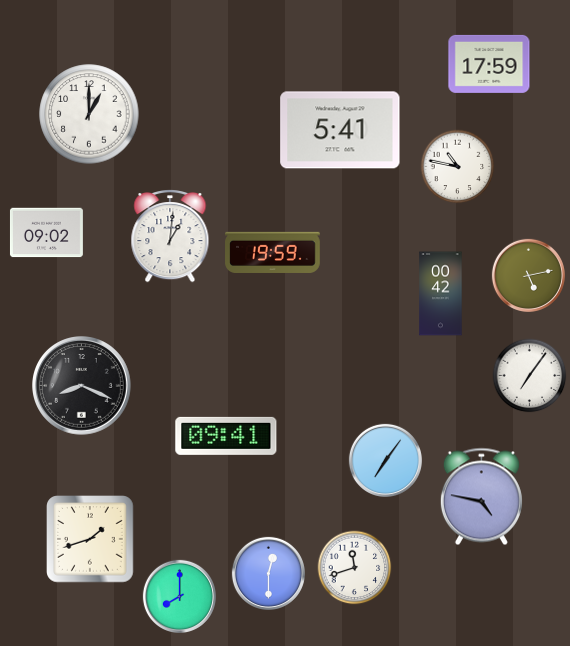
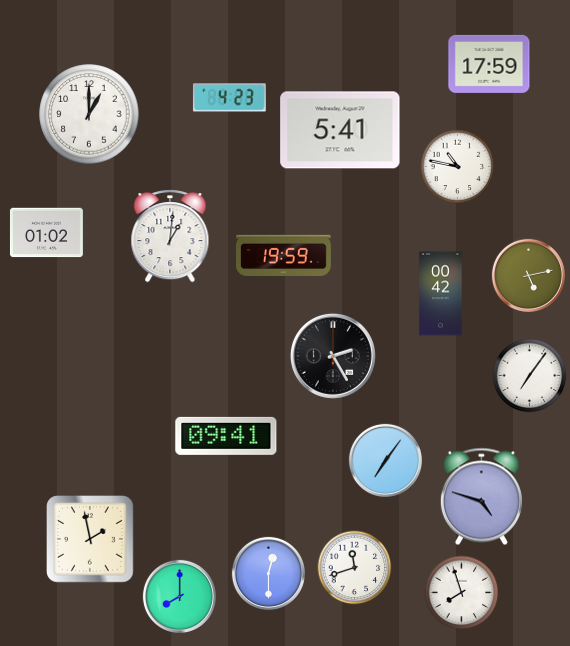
clock at (229, 98): none -> 4:23
clock at (46, 233): 09:02 -> 01:02
clock at (273, 252) position: (273, 252) -> (284, 255)
clock at (333, 356): none -> 2:25
clock at (82, 386): 8:19 -> none
clock at (481, 497): 4:47 -> 4:48
clock at (90, 539): 1:42 -> 1:58
clock at (462, 593): none -> 7:57
